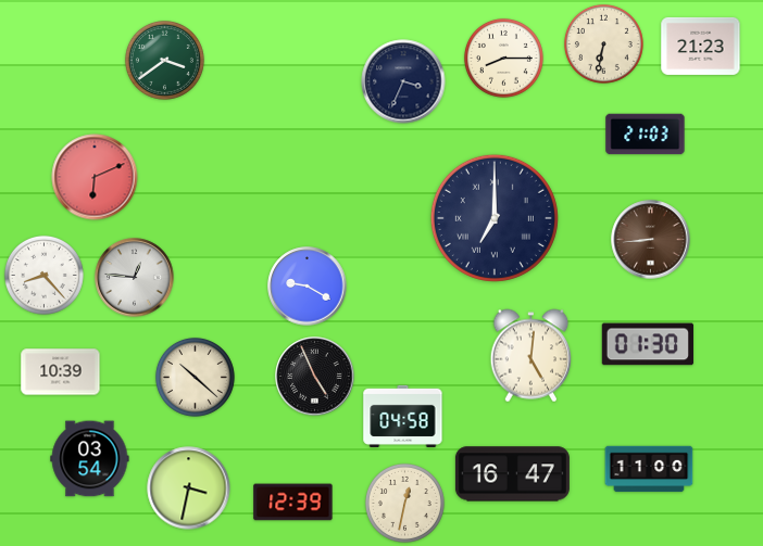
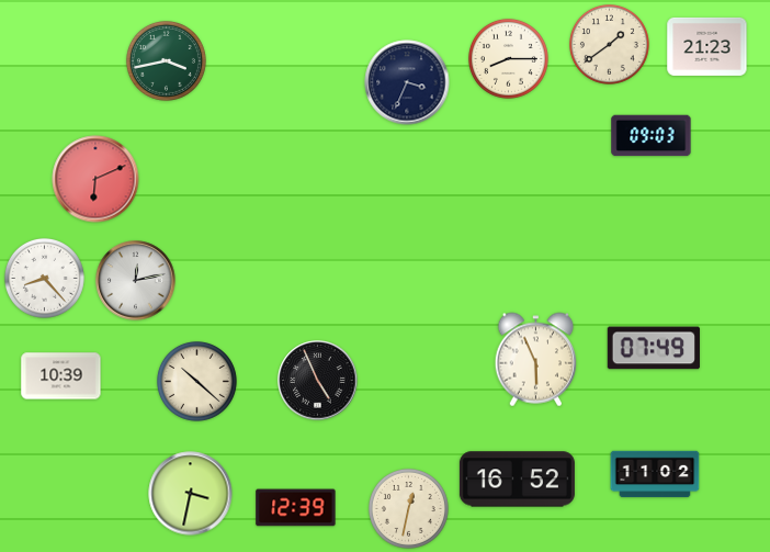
clock at (603, 43): 6:32 -> 1:39
clock at (164, 60): 3:39 -> 3:43
clock at (646, 135): 21:03 -> 09:03
clock at (495, 218): 7:00 -> none
clock at (651, 240): 8:44 -> none
clock at (135, 278): 12:46 -> 12:13
clock at (308, 287): 9:20 -> none
clock at (648, 344): 01:30 -> 07:49
clock at (531, 356): 5:01 -> 5:56
clock at (403, 416): 04:58 -> none
clock at (90, 459): 03:54 -> none
clock at (649, 469): 11:00 -> 11:02
clock at (512, 474): 16:47 -> 16:52
